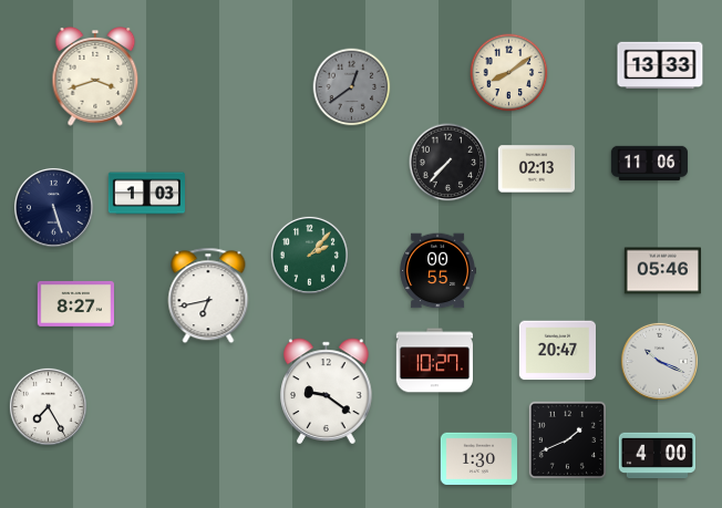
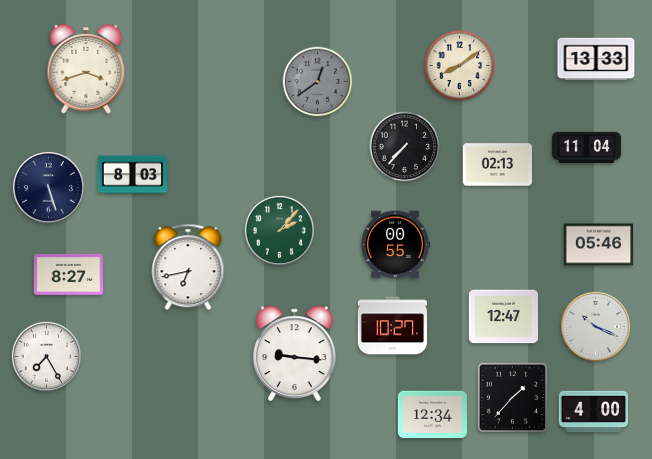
clock at (352, 87) position: (352, 87) -> (318, 82)
clock at (650, 164): 11:06 -> 11:04
clock at (536, 169) position: (536, 169) -> (497, 165)
clock at (146, 194): 1:03 -> 8:03
clock at (557, 351): 20:47 -> 12:47
clock at (327, 392): 9:21 -> 9:16
clock at (48, 406) position: (48, 406) -> (46, 356)
clock at (567, 439): 1:41 -> 1:37
clock at (478, 459): 1:30 -> 12:34
